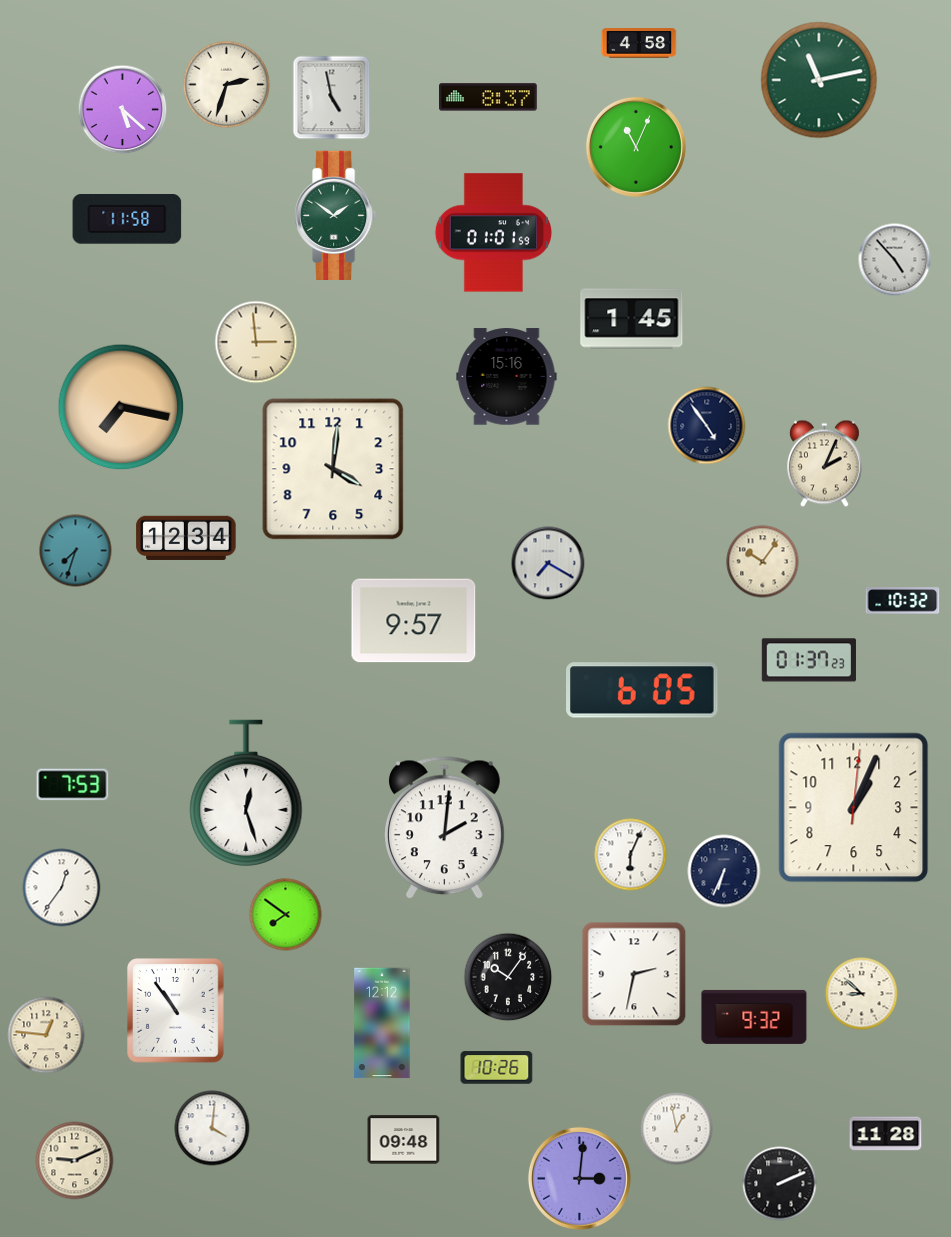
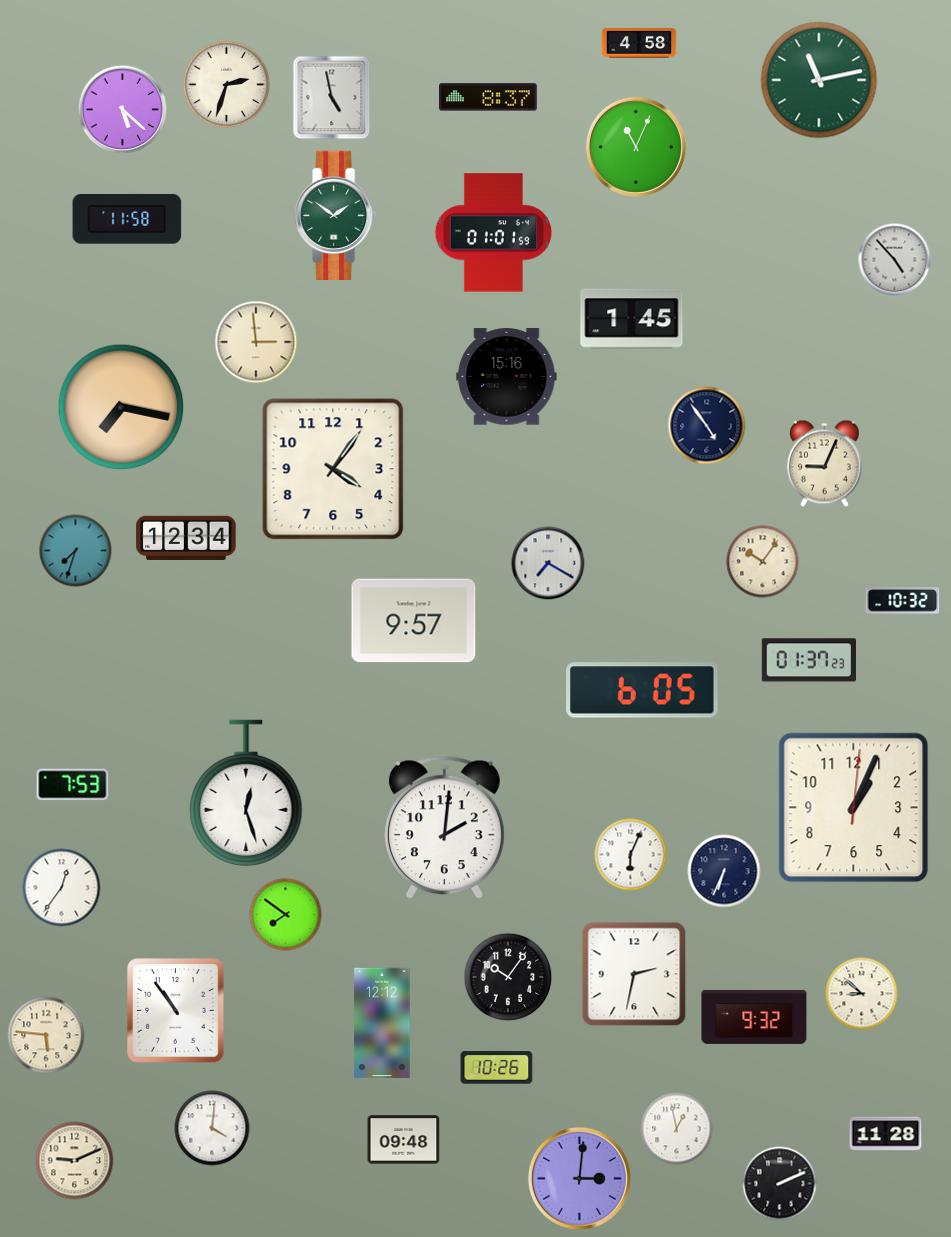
clock at (824, 464): 2:04 -> 9:04
clock at (333, 469): 4:01 -> 4:06
clock at (46, 1035): 12:46 -> 5:46
